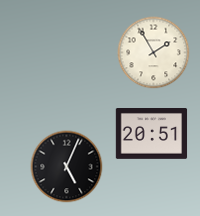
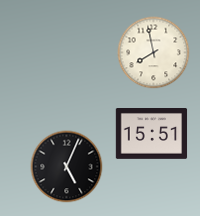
clock at (154, 53): 1:55 -> 7:58
clock at (152, 134): 20:51 -> 15:51
